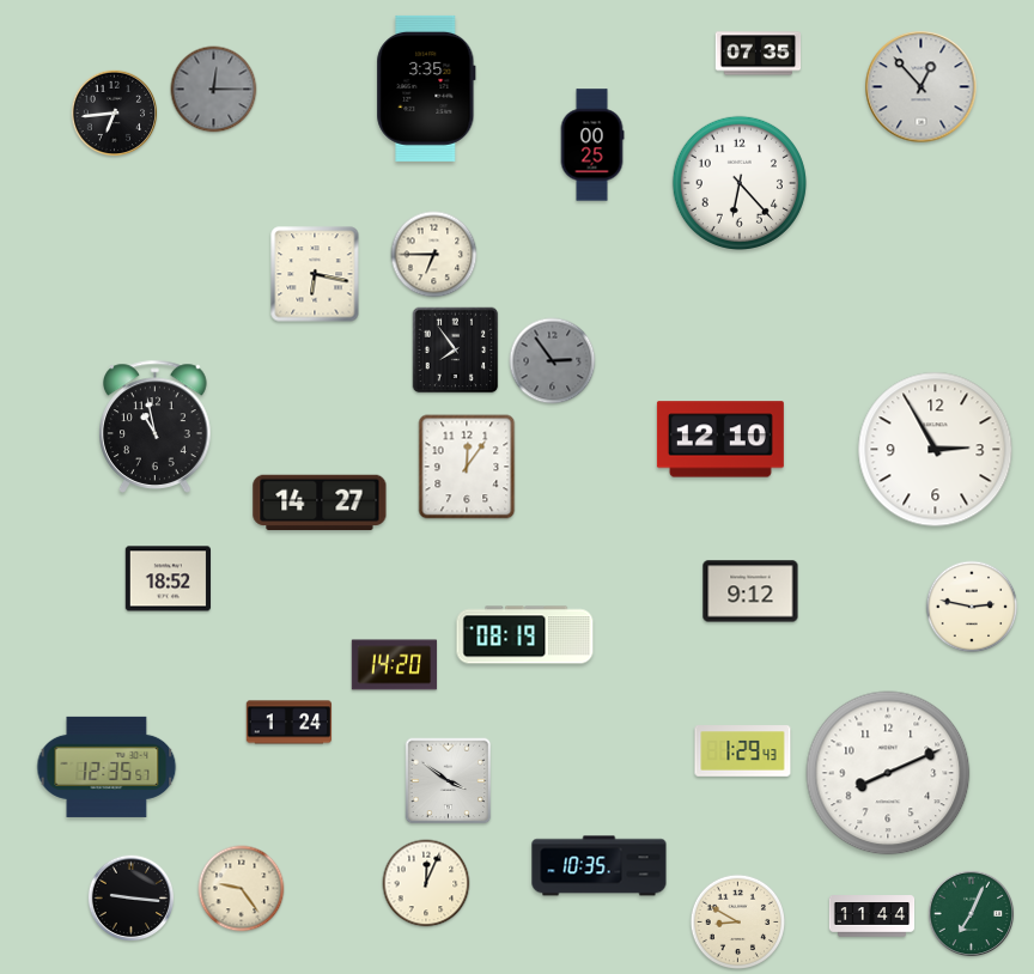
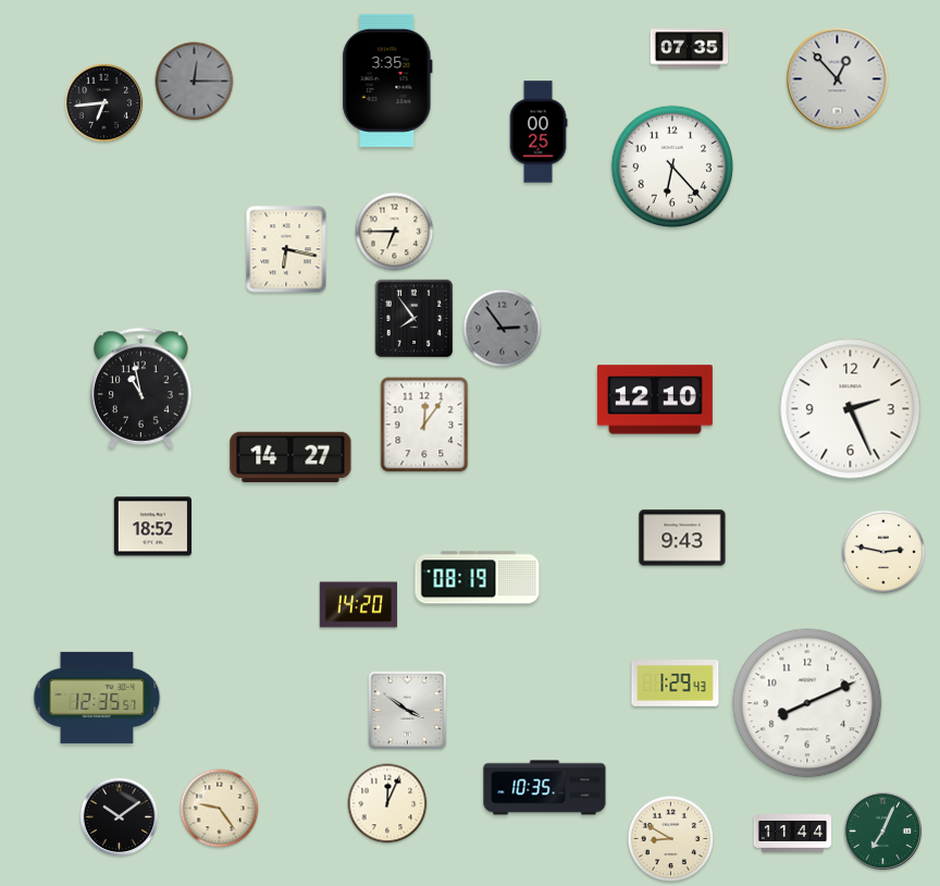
clock at (936, 450): 2:55 -> 2:26
clock at (750, 591): 9:12 -> 9:43
clock at (288, 723): 1:24 -> none
clock at (132, 899): 9:16 -> 10:09
